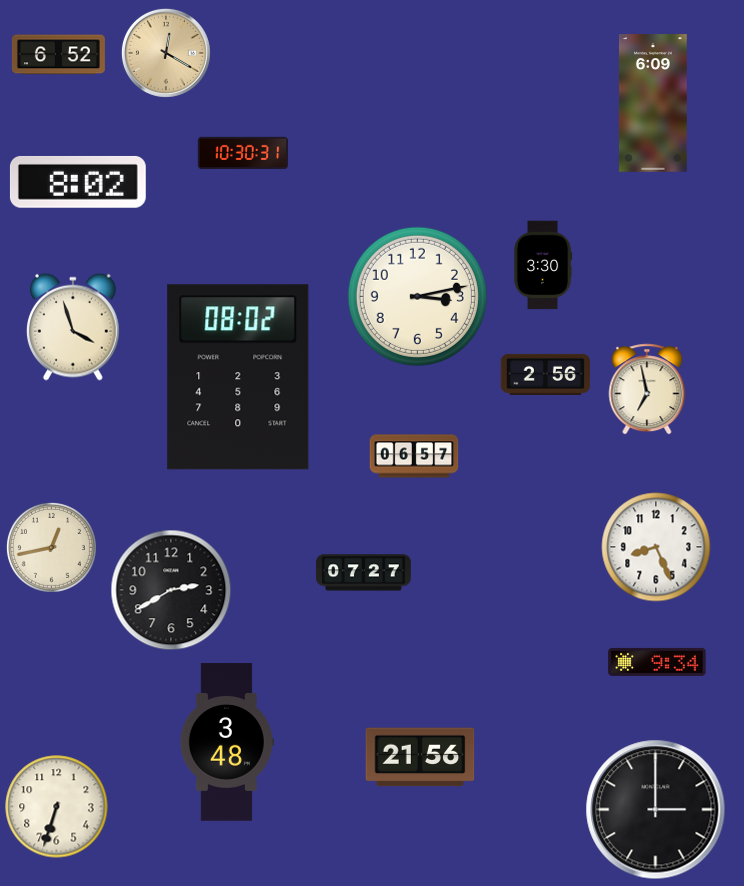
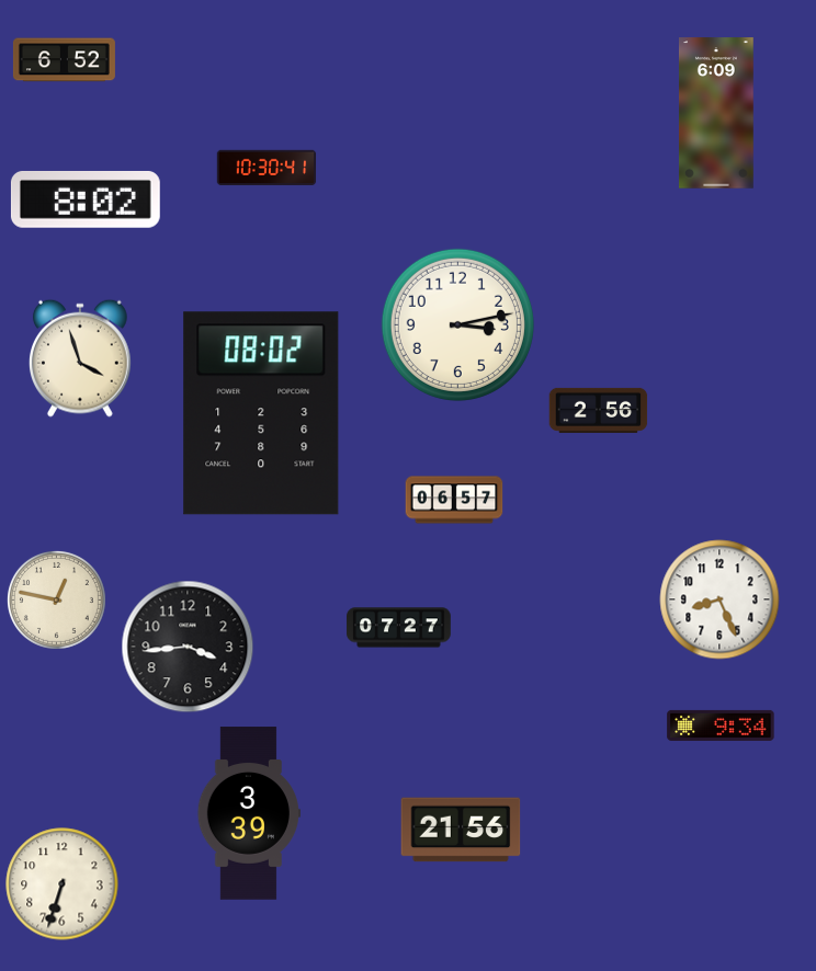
clock at (166, 53): 12:20 -> none
clock at (243, 153): 10:30:31 -> 10:30:41
clock at (543, 265): 3:30 -> none
clock at (647, 389): 6:58 -> none
clock at (51, 547): 12:43 -> 12:47
clock at (171, 590): 2:40 -> 3:44
clock at (227, 742): 3:48 -> 3:39
clock at (656, 810): 3:00 -> none
